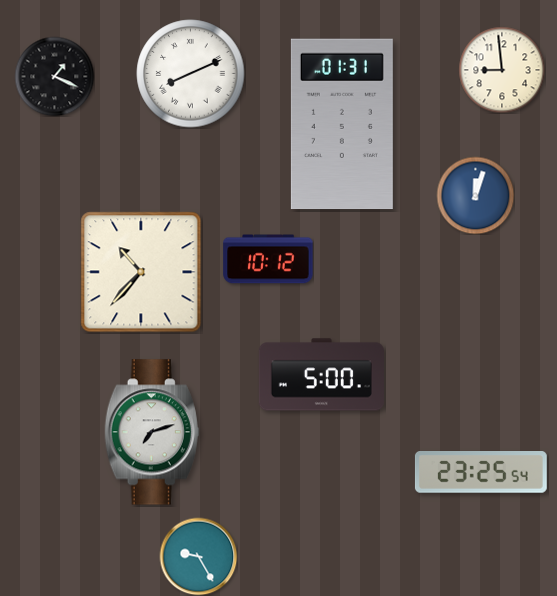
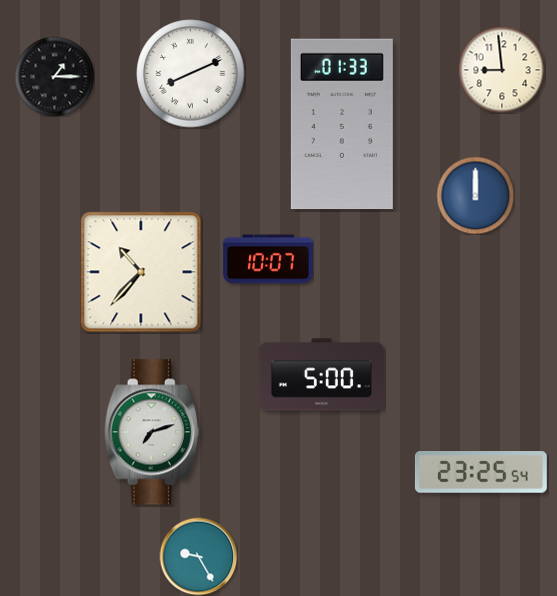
clock at (54, 76): 1:19 -> 1:15
clock at (342, 124): 01:31 -> 01:33
clock at (475, 195): 12:03 -> 12:00
clock at (268, 259): 10:12 -> 10:07
